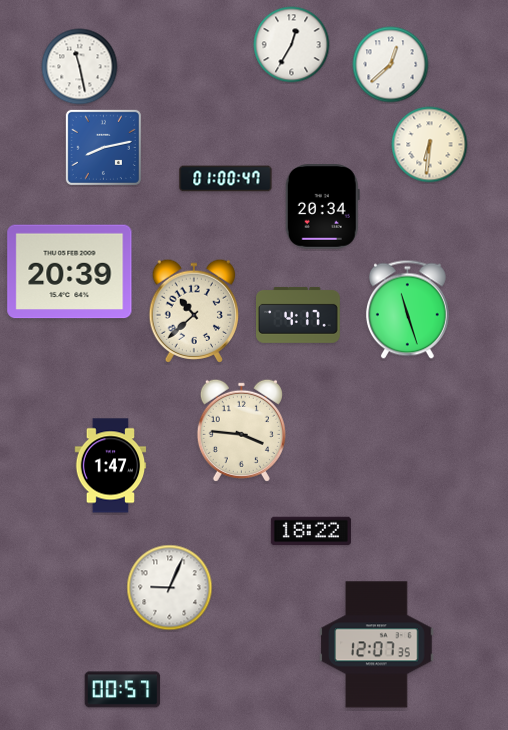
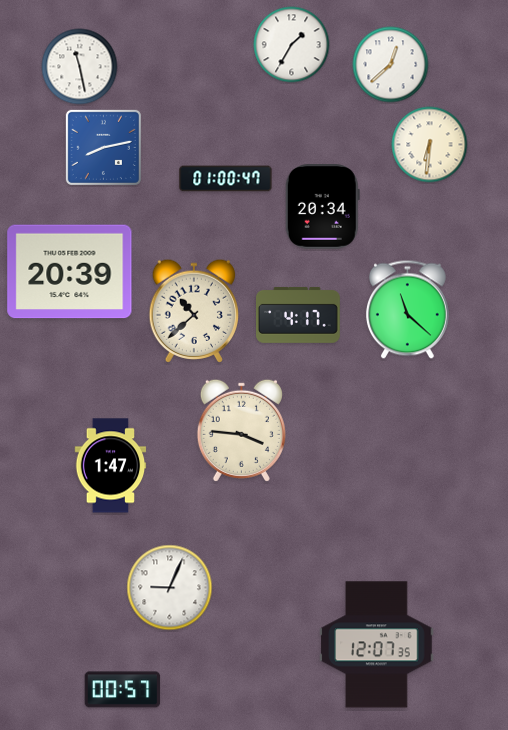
clock at (292, 45): 12:35 -> 1:35
clock at (407, 310): 11:27 -> 11:22
clock at (311, 531): 18:22 -> none
